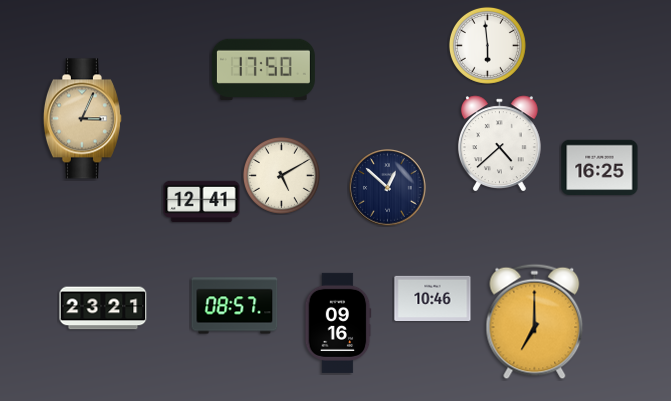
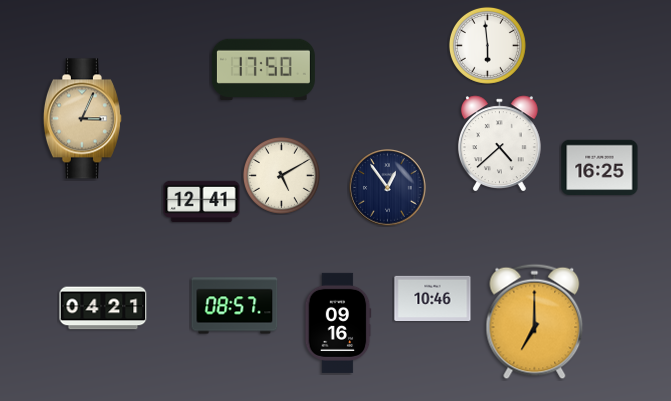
clock at (388, 188): 12:52 -> 12:54
clock at (103, 308): 23:21 -> 04:21
